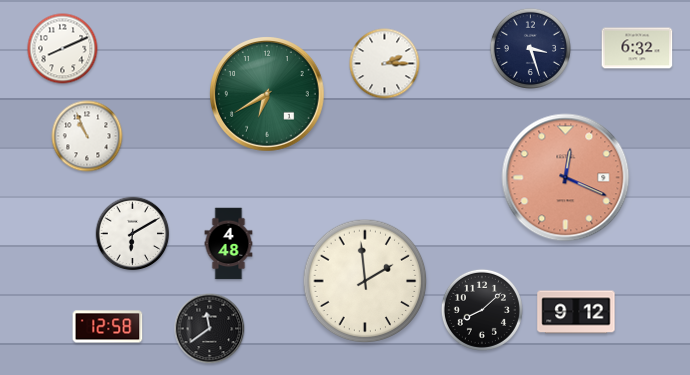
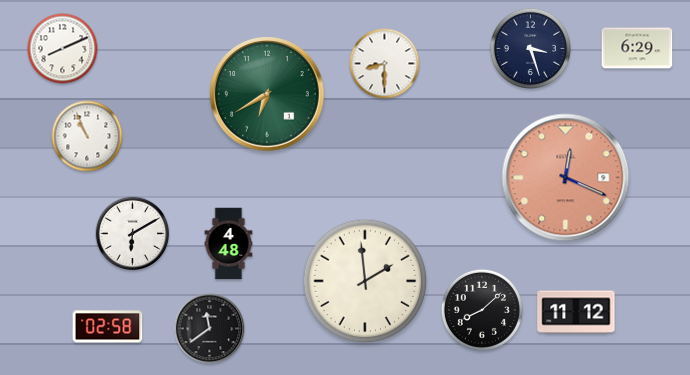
clock at (637, 48): 6:32 -> 6:29
clock at (385, 64): 2:15 -> 8:30
clock at (576, 312): 9:12 -> 11:12
clock at (108, 327): 12:58 -> 02:58
